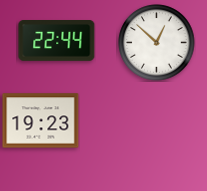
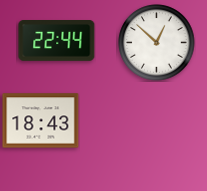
clock at (41, 121): 19:23 -> 18:43
